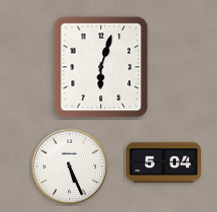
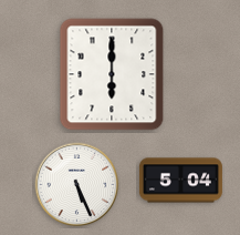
clock at (101, 67): 6:03 -> 6:00
